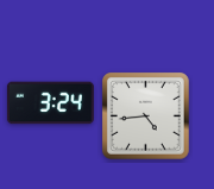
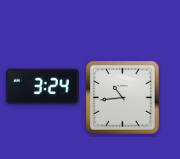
clock at (146, 116): 4:44 -> 10:44
